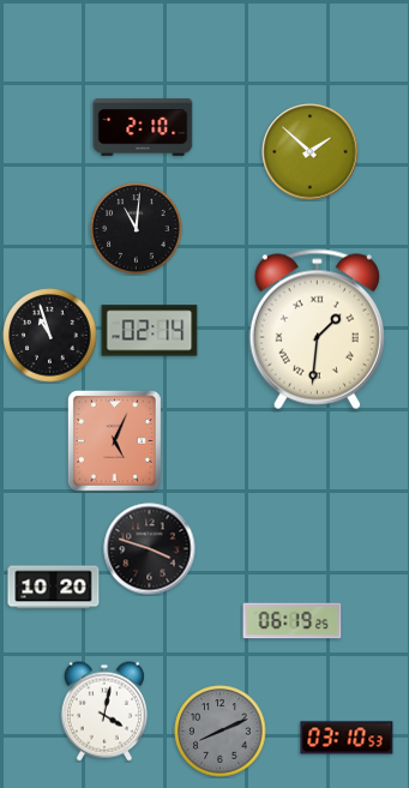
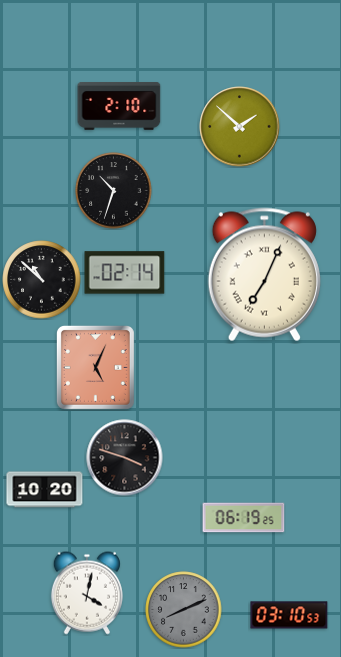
clock at (311, 152) position: (311, 152) -> (240, 127)
clock at (137, 229): 11:01 -> 10:33
clock at (317, 330): 1:31 -> 7:04
clock at (150, 331) position: (150, 331) -> (125, 273)
clock at (50, 336): 10:57 -> 10:52
